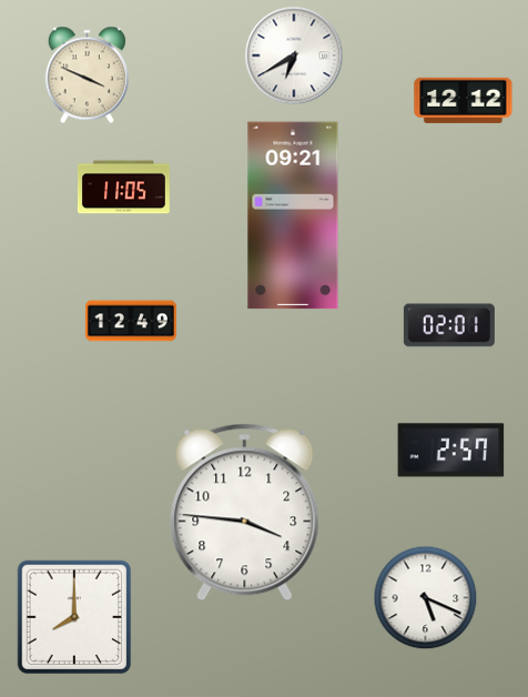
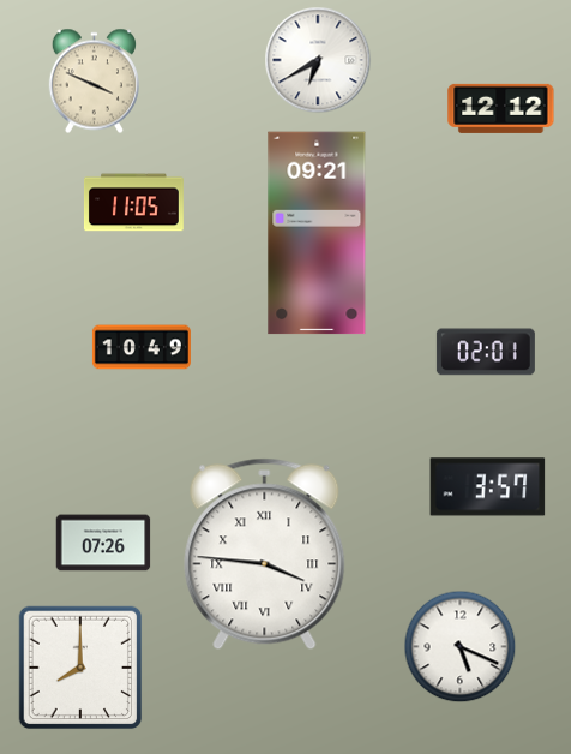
clock at (131, 321): 12:49 -> 10:49
clock at (451, 451): 2:57 -> 3:57
clock at (103, 543): none -> 07:26
clock at (245, 513) numerals: Arabic -> Roman
